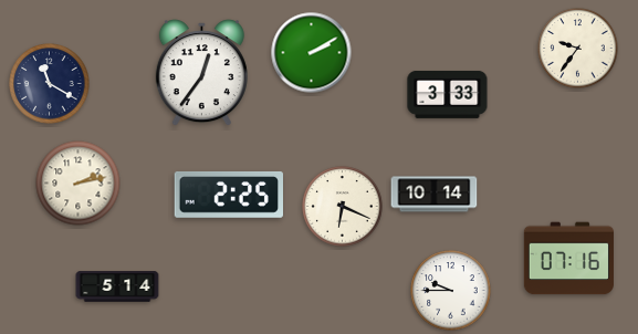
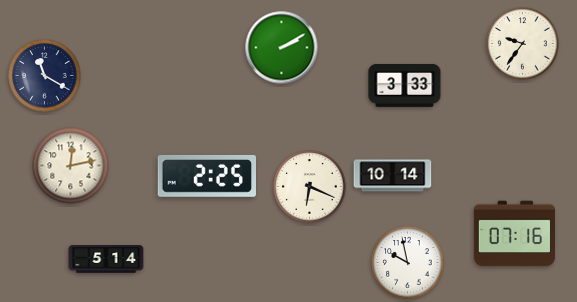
clock at (201, 73): 12:36 -> none
clock at (79, 184): 2:13 -> 12:13
clock at (451, 291): 9:45 -> 9:58
